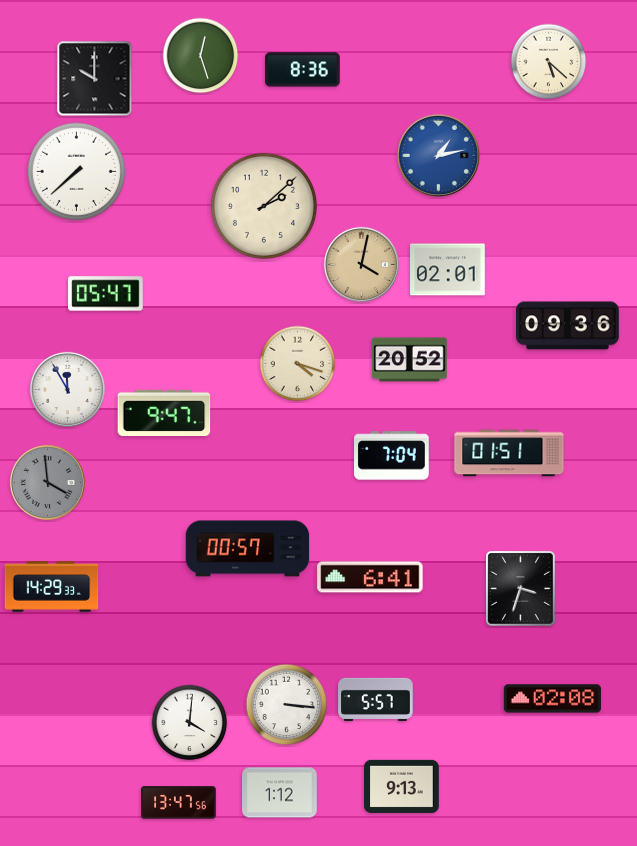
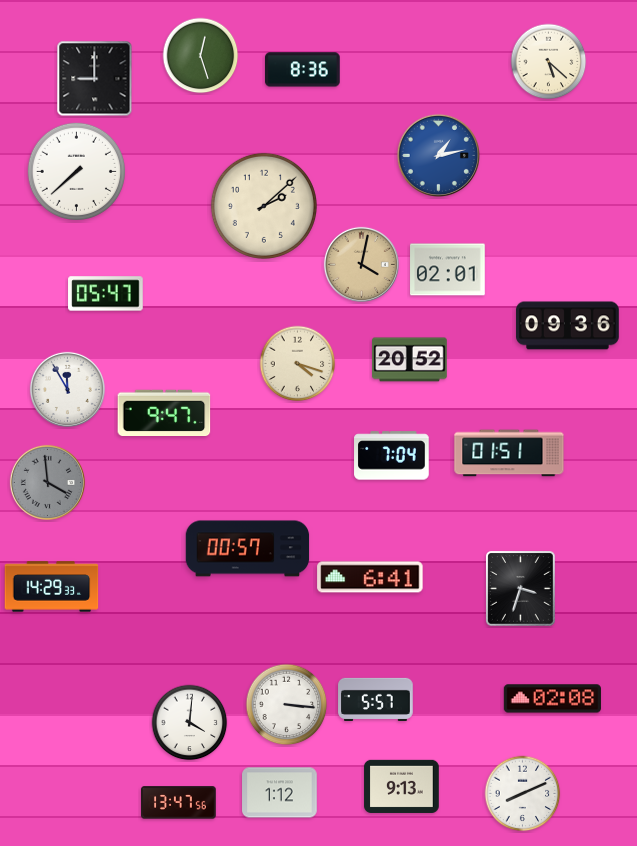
clock at (95, 79): 10:00 -> 9:00
clock at (523, 794): none -> 8:11
